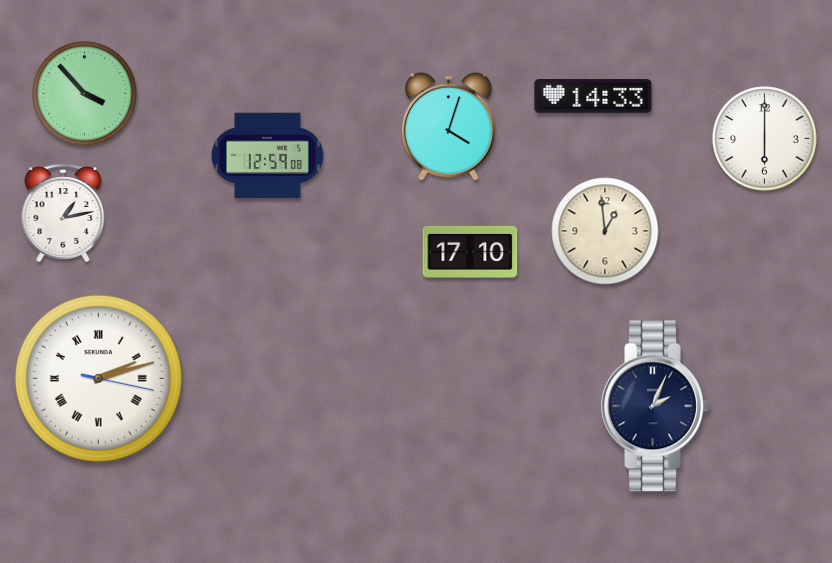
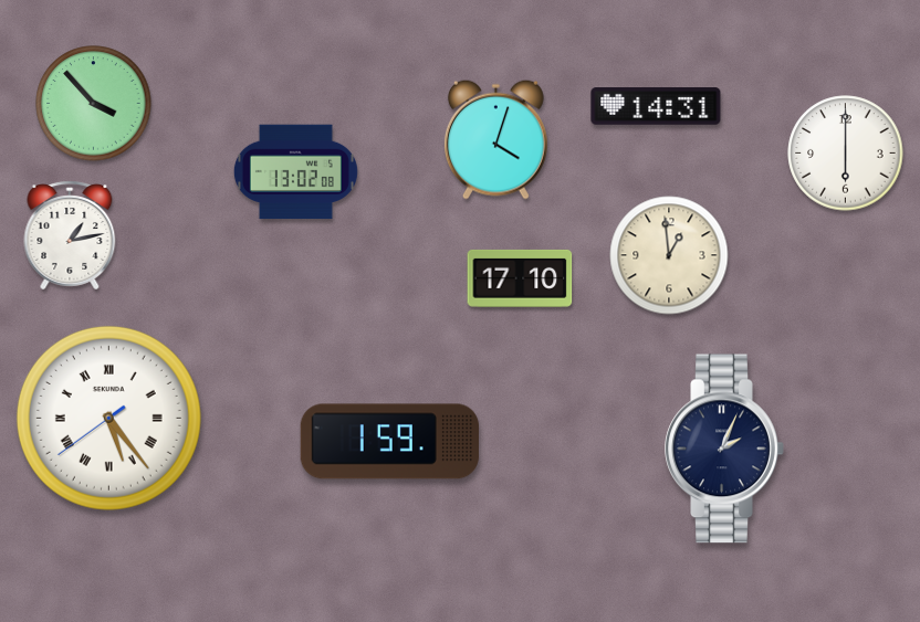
clock at (593, 96): 14:33 -> 14:31
clock at (267, 156): 12:59 -> 13:02
clock at (98, 378): 2:12 -> 5:23
clock at (389, 442): none -> 1:59
